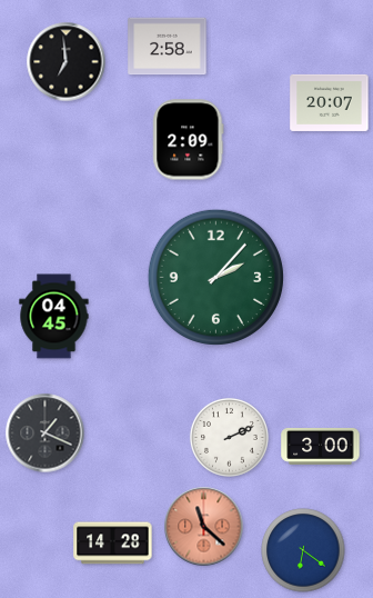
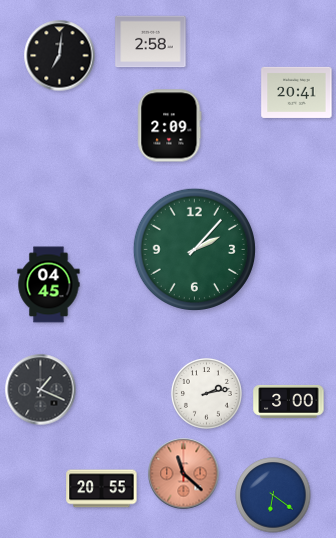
clock at (67, 62): 6:59 -> 7:01
clock at (330, 102): 20:07 -> 20:41
clock at (229, 437): 2:11 -> 2:13
clock at (113, 544): 14:28 -> 20:55
